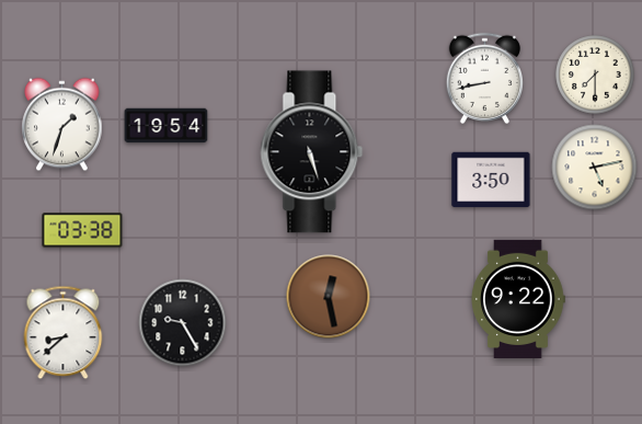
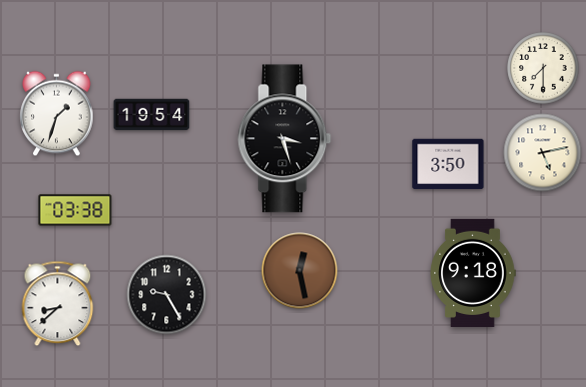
clock at (484, 78): 8:43 -> none
clock at (312, 152): 5:27 -> 3:27
clock at (518, 298): 9:22 -> 9:18
